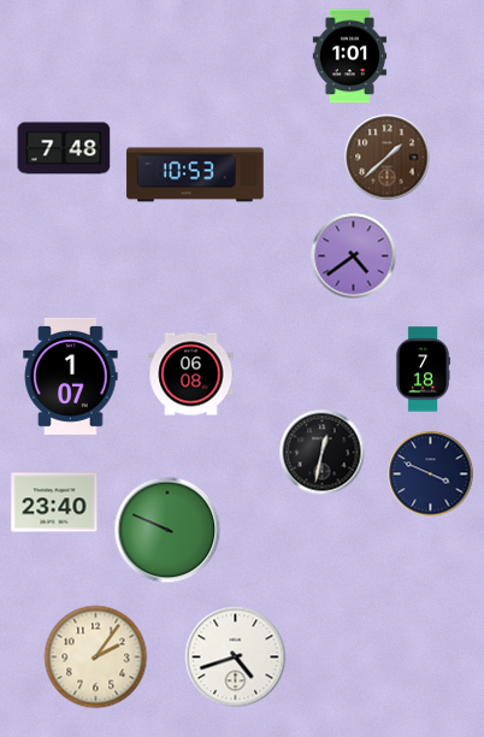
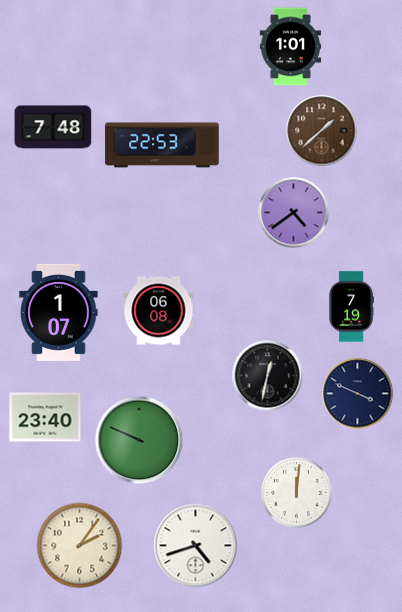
clock at (64, 148) position: (64, 148) -> (53, 127)
clock at (195, 175): 10:53 -> 22:53
clock at (423, 370): 7:18 -> 7:19
clock at (297, 493): none -> 12:01
